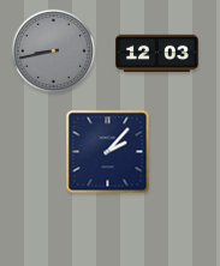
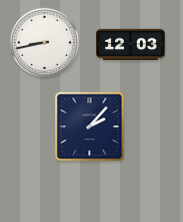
clock at (53, 50) dial: grey -> white
